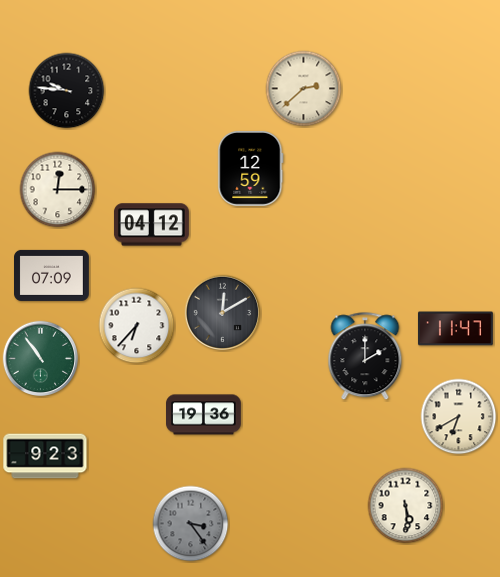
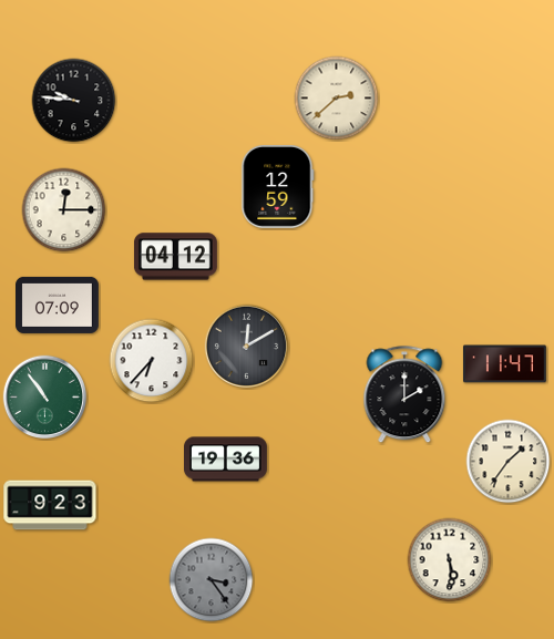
clock at (151, 225) position: (151, 225) -> (175, 257)
clock at (459, 417): 6:40 -> 1:36
